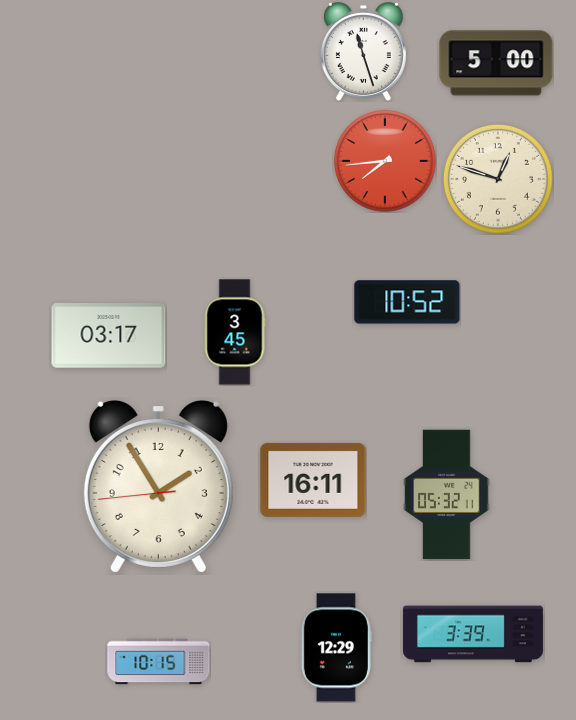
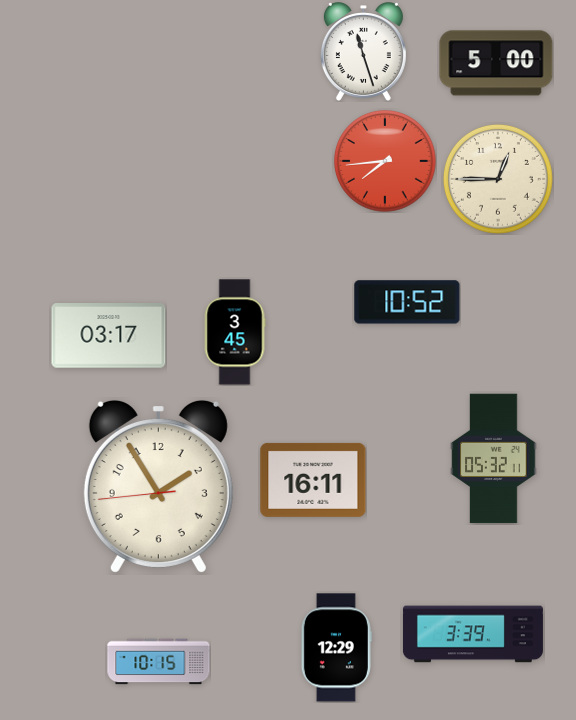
clock at (498, 179): 12:48 -> 12:45
clock at (447, 495) position: (447, 495) -> (494, 459)
